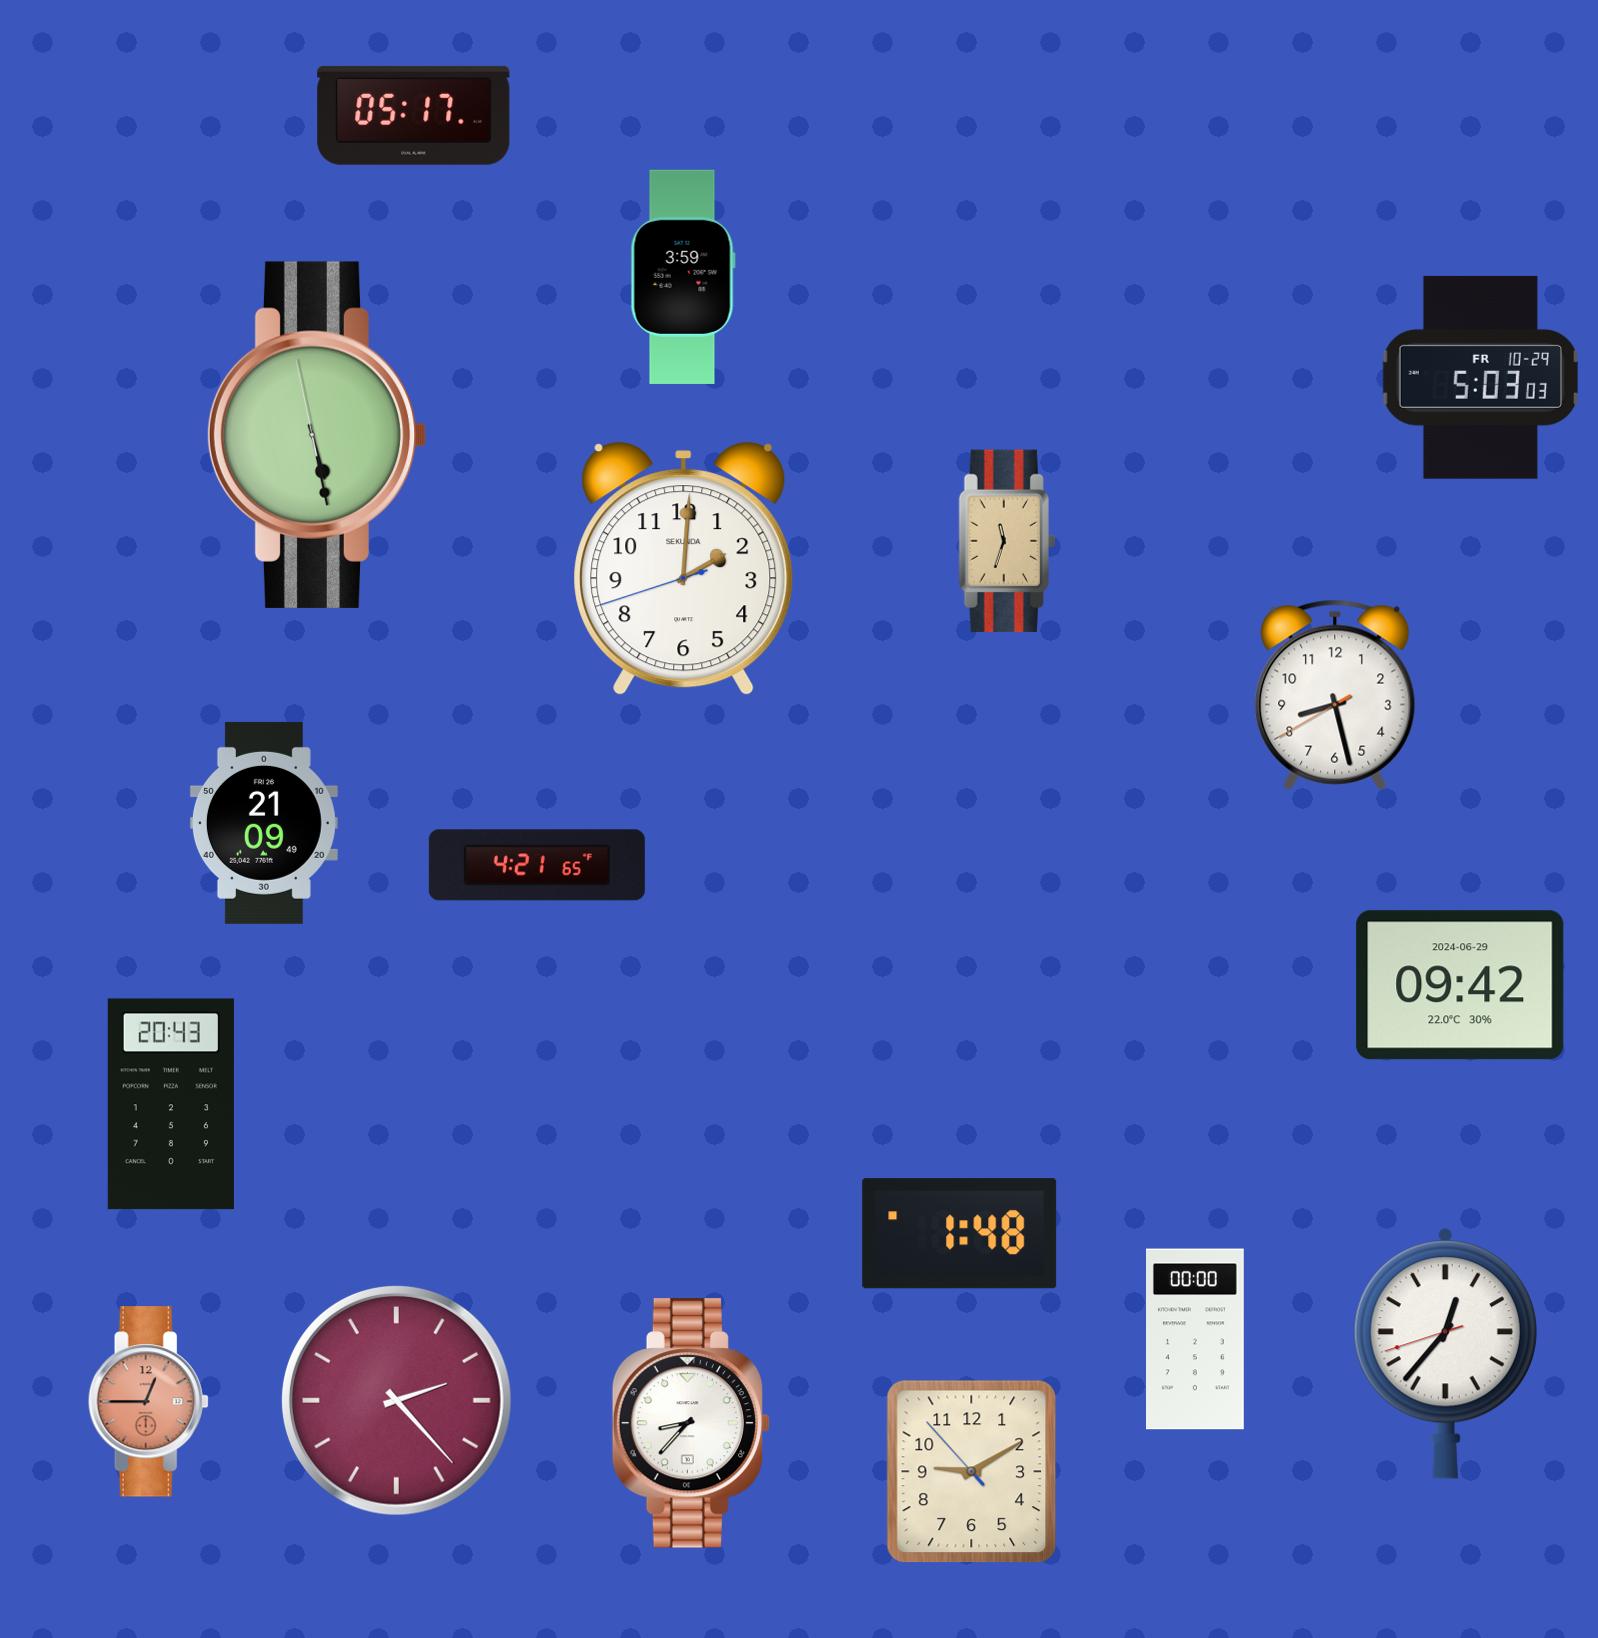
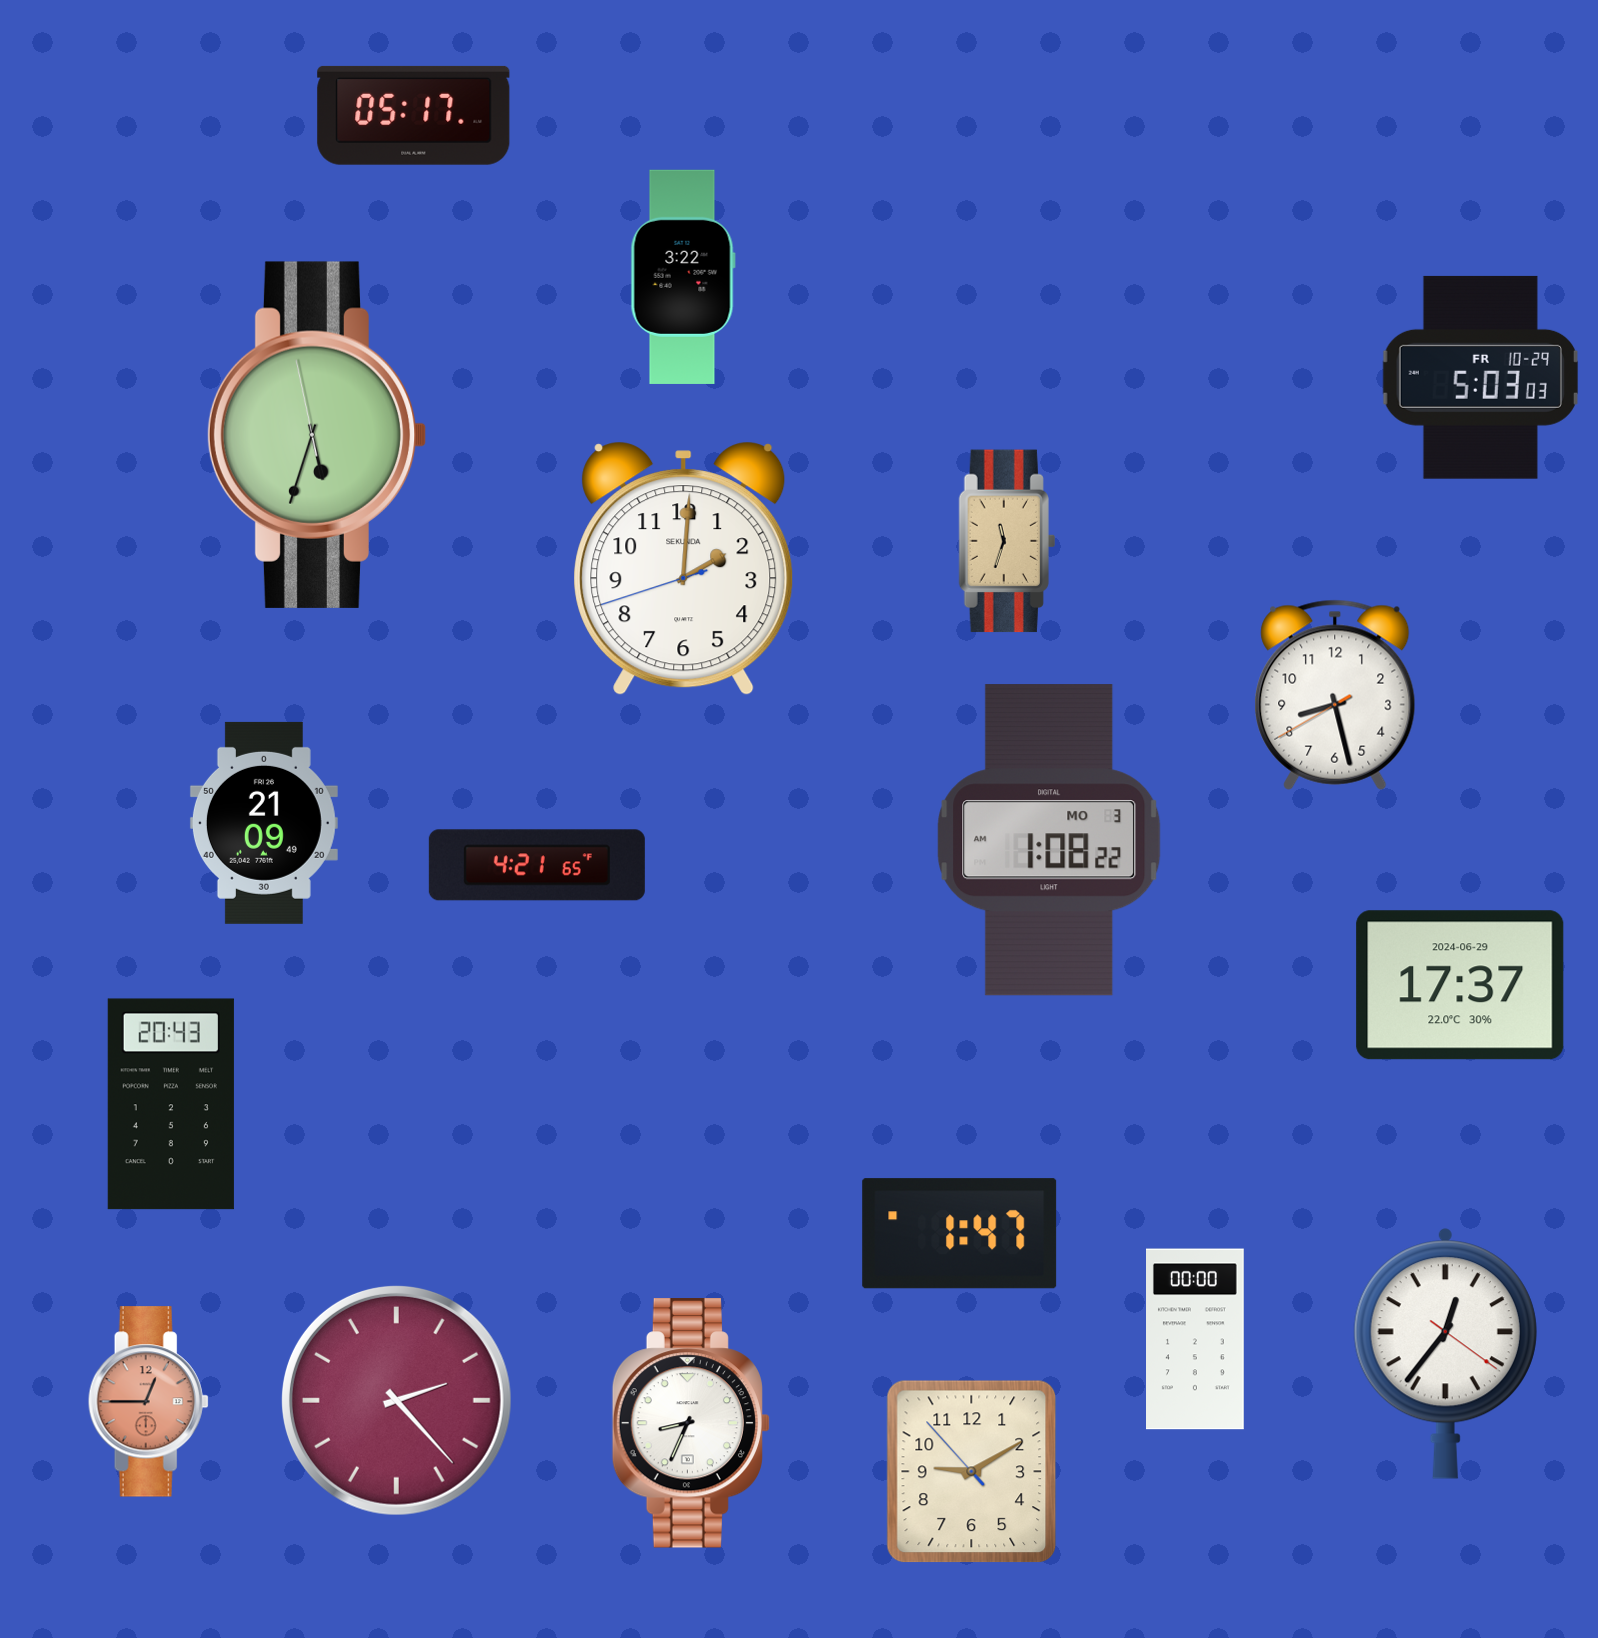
clock at (683, 277): 3:59 -> 3:22
clock at (317, 435): 5:27 -> 5:32
clock at (1049, 840): none -> 1:08
clock at (1460, 985): 09:42 -> 17:37
clock at (960, 1234): 1:48 -> 1:47
clock at (1445, 1353): 12:36:42 -> 12:36:21
clock at (690, 1423): 8:37 -> 8:34
